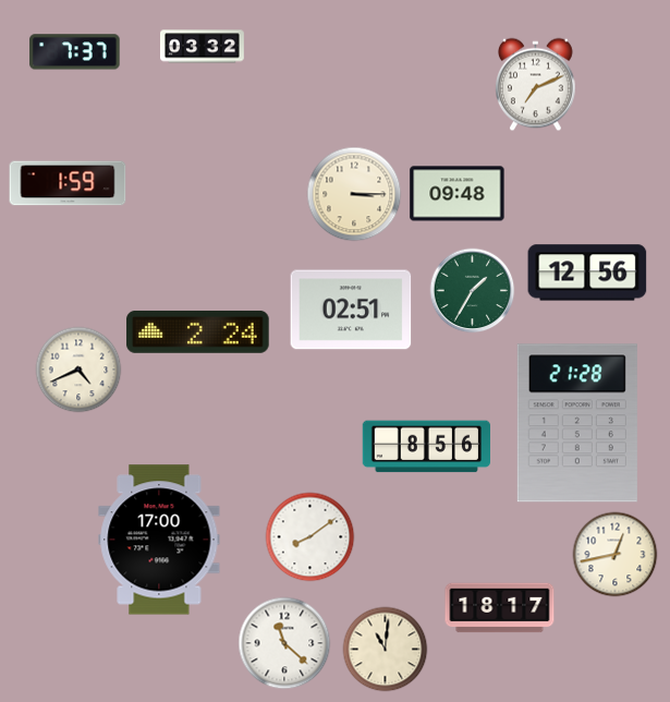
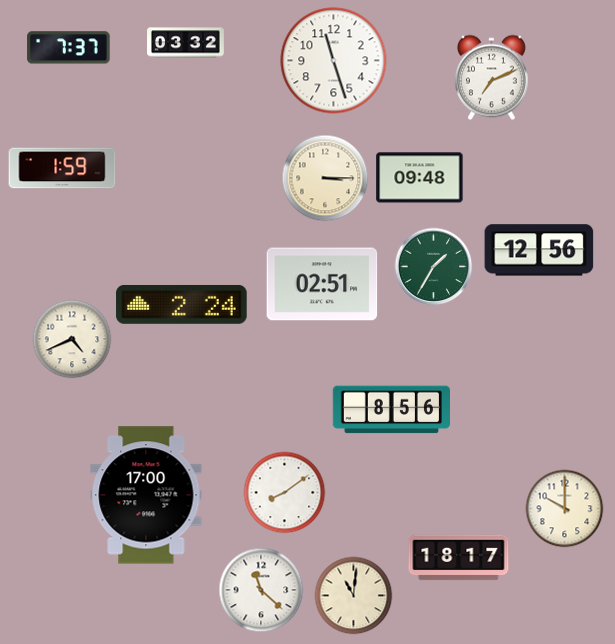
clock at (334, 61): none -> 11:27
clock at (577, 423): 21:28 -> none
clock at (614, 554): 12:43 -> 10:00
